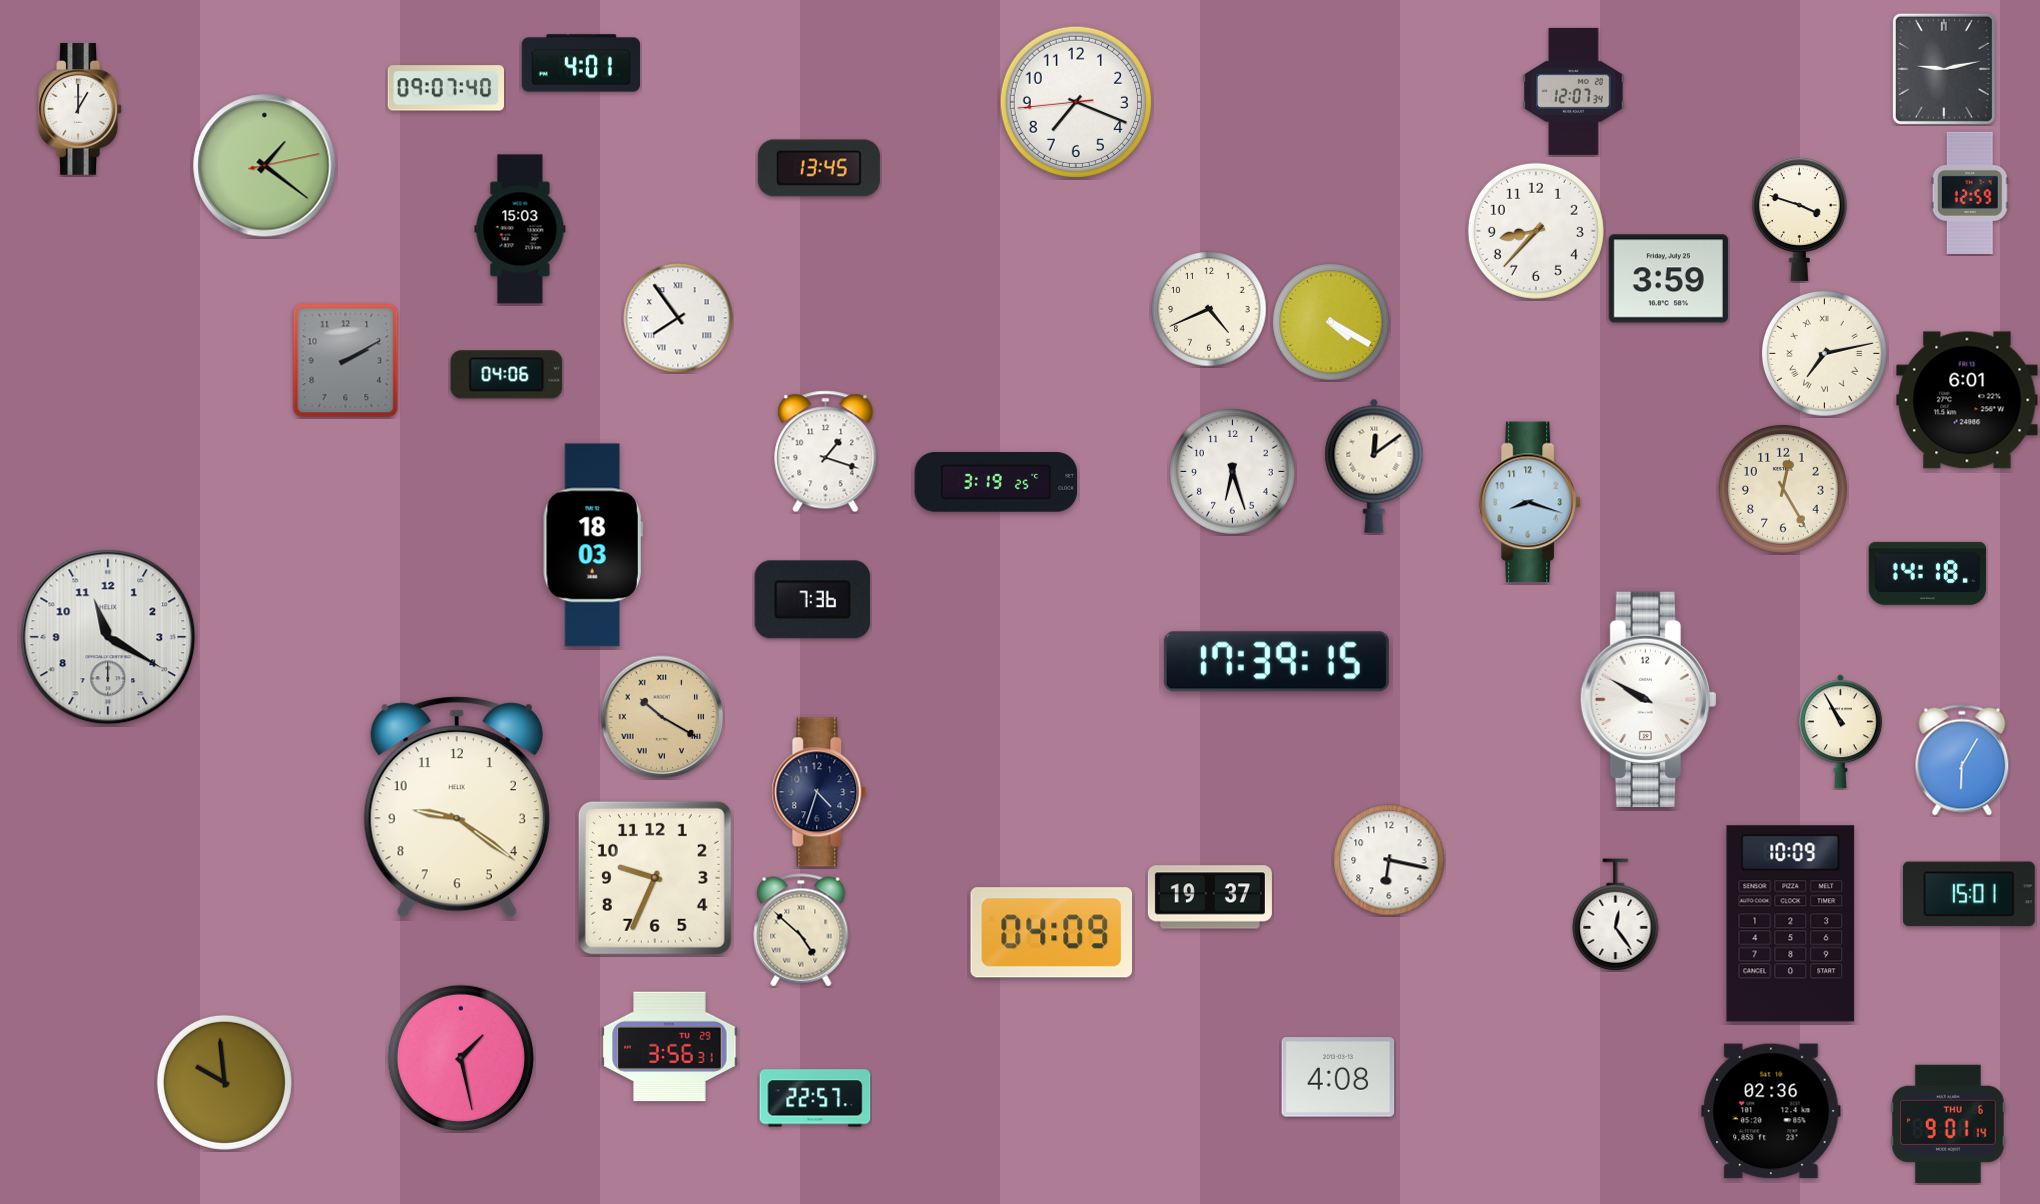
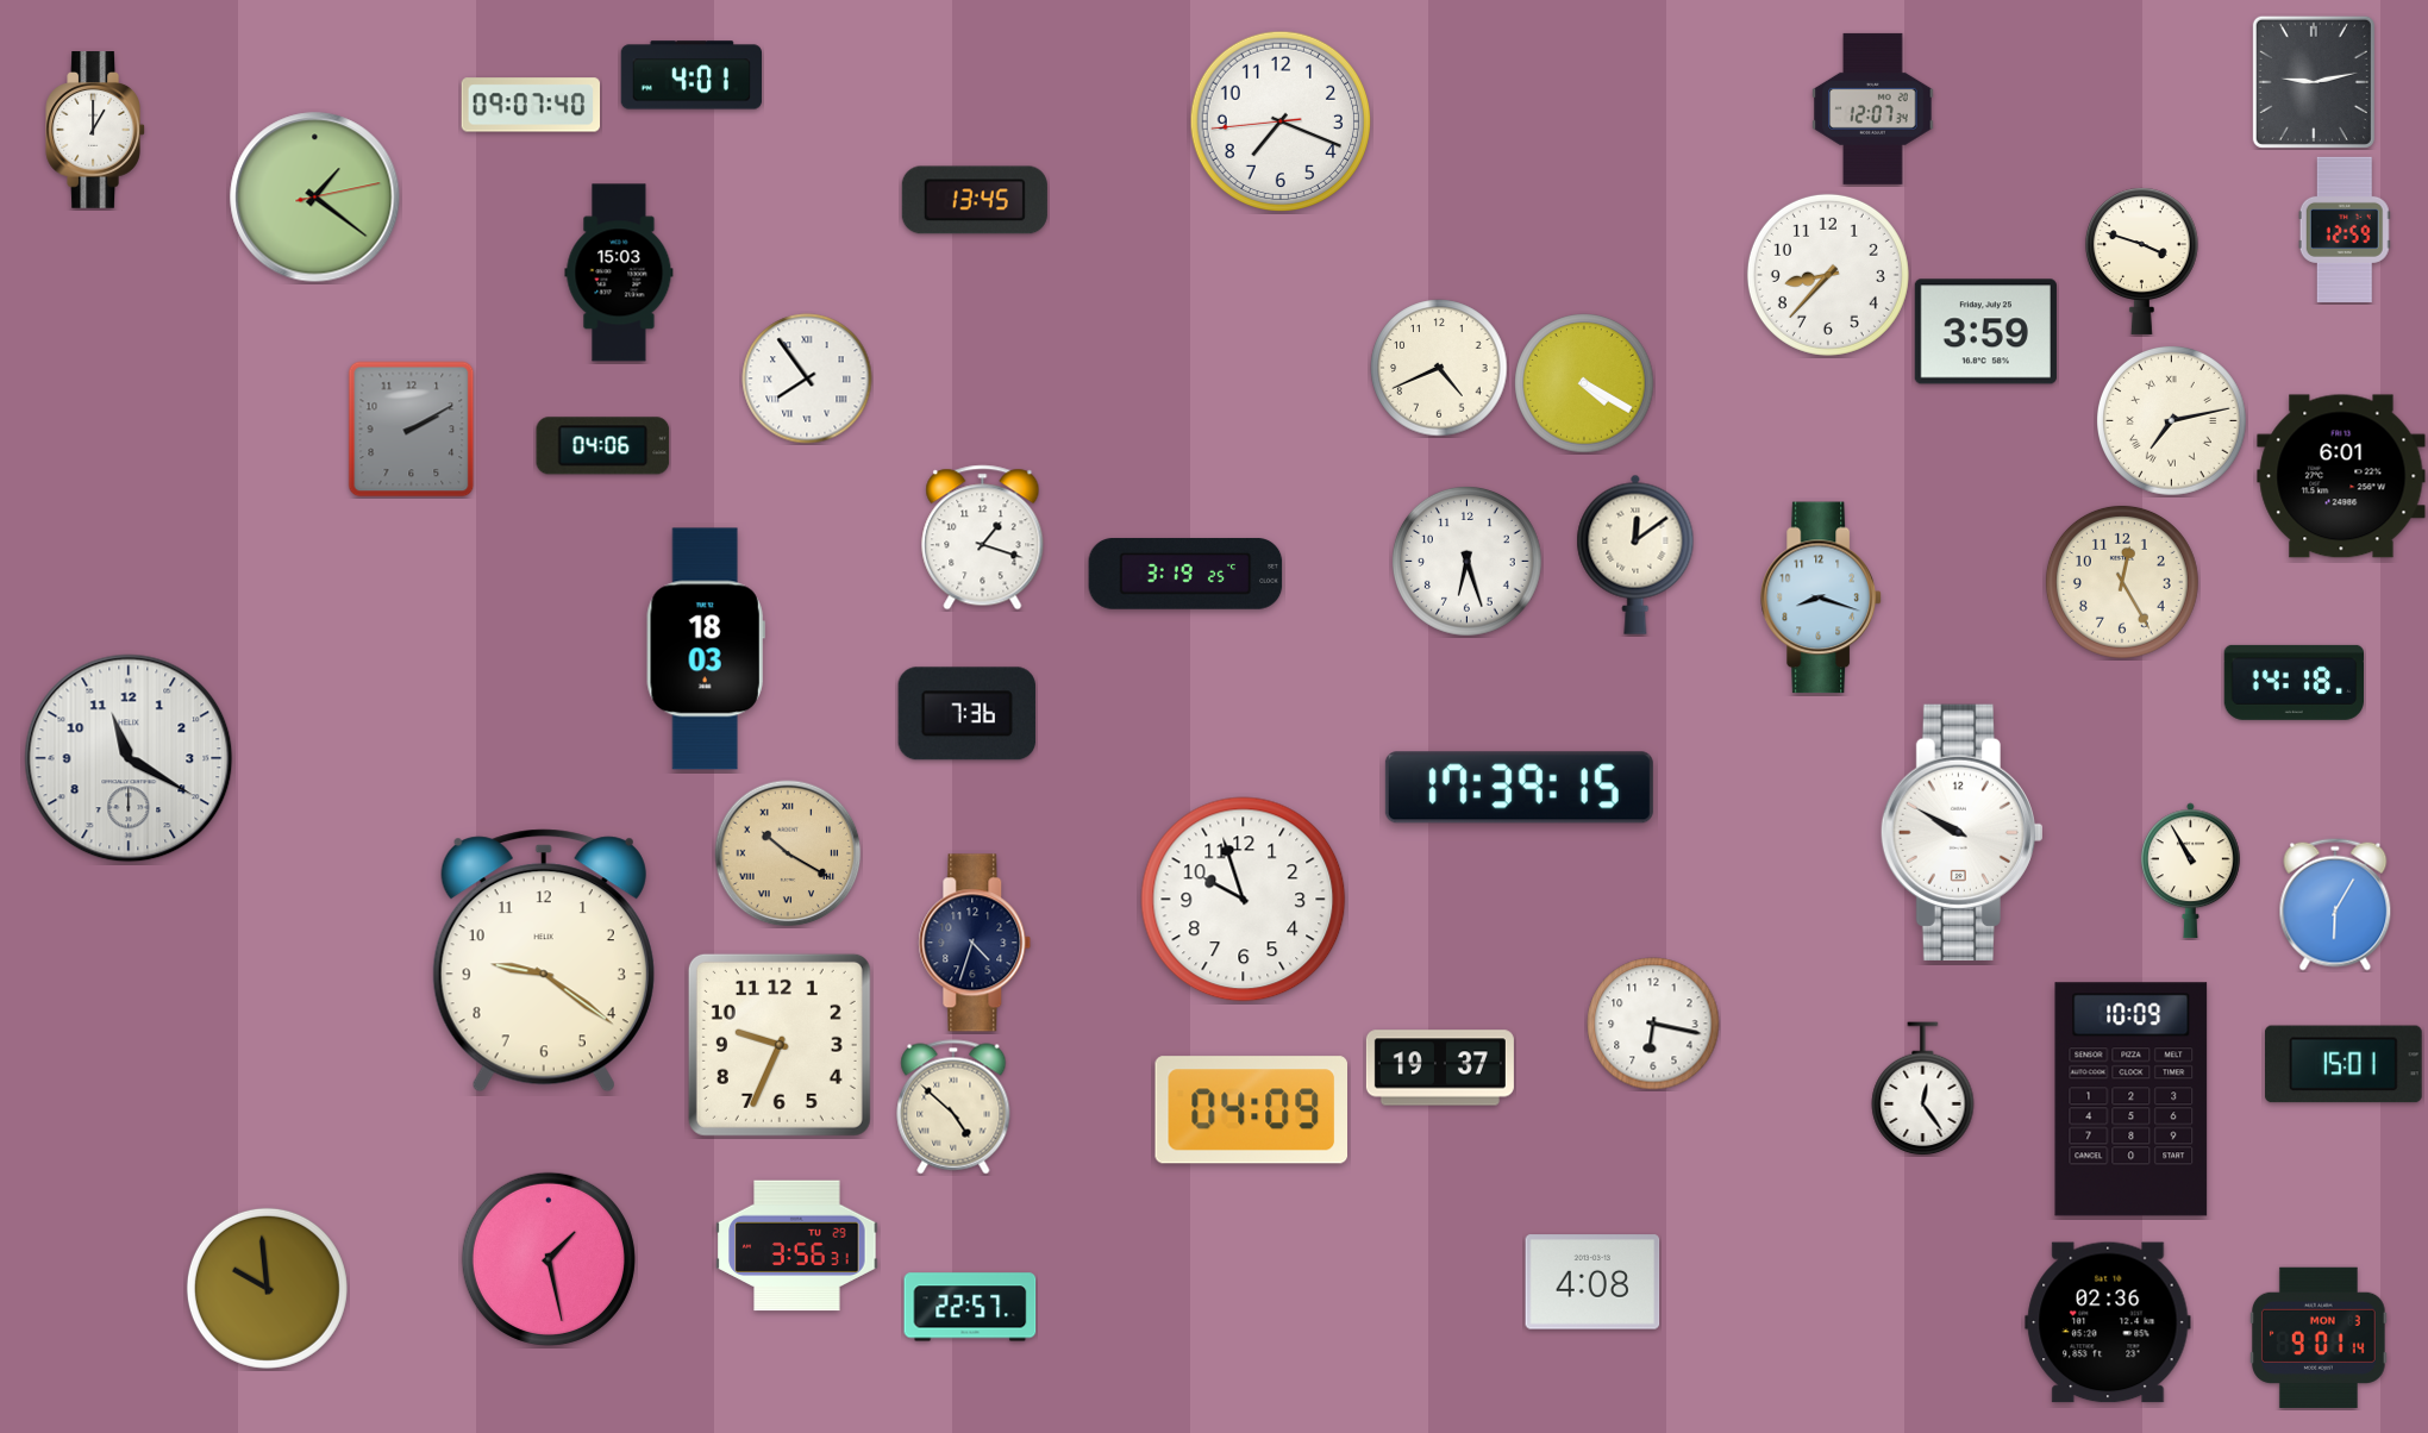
clock at (1244, 900): none -> 9:57
clock at (1949, 1124) date: THU 6 -> MON 3
